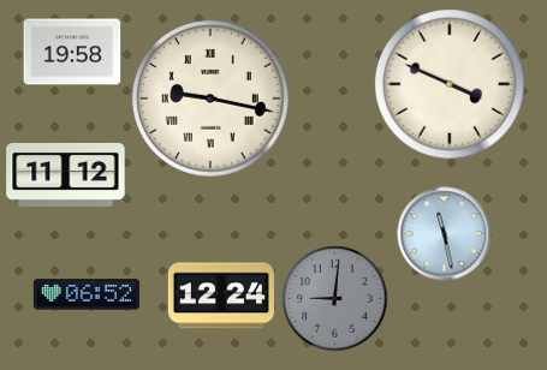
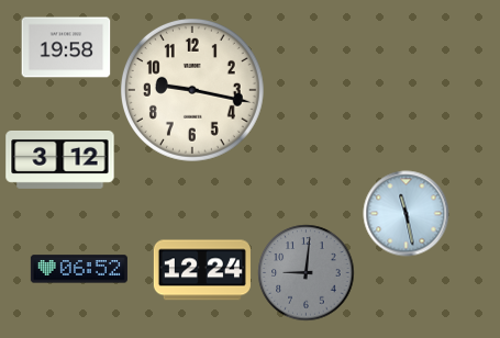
clock at (451, 85): 3:49 -> none
clock at (210, 99) numerals: Roman -> Arabic
clock at (66, 174): 11:12 -> 3:12
